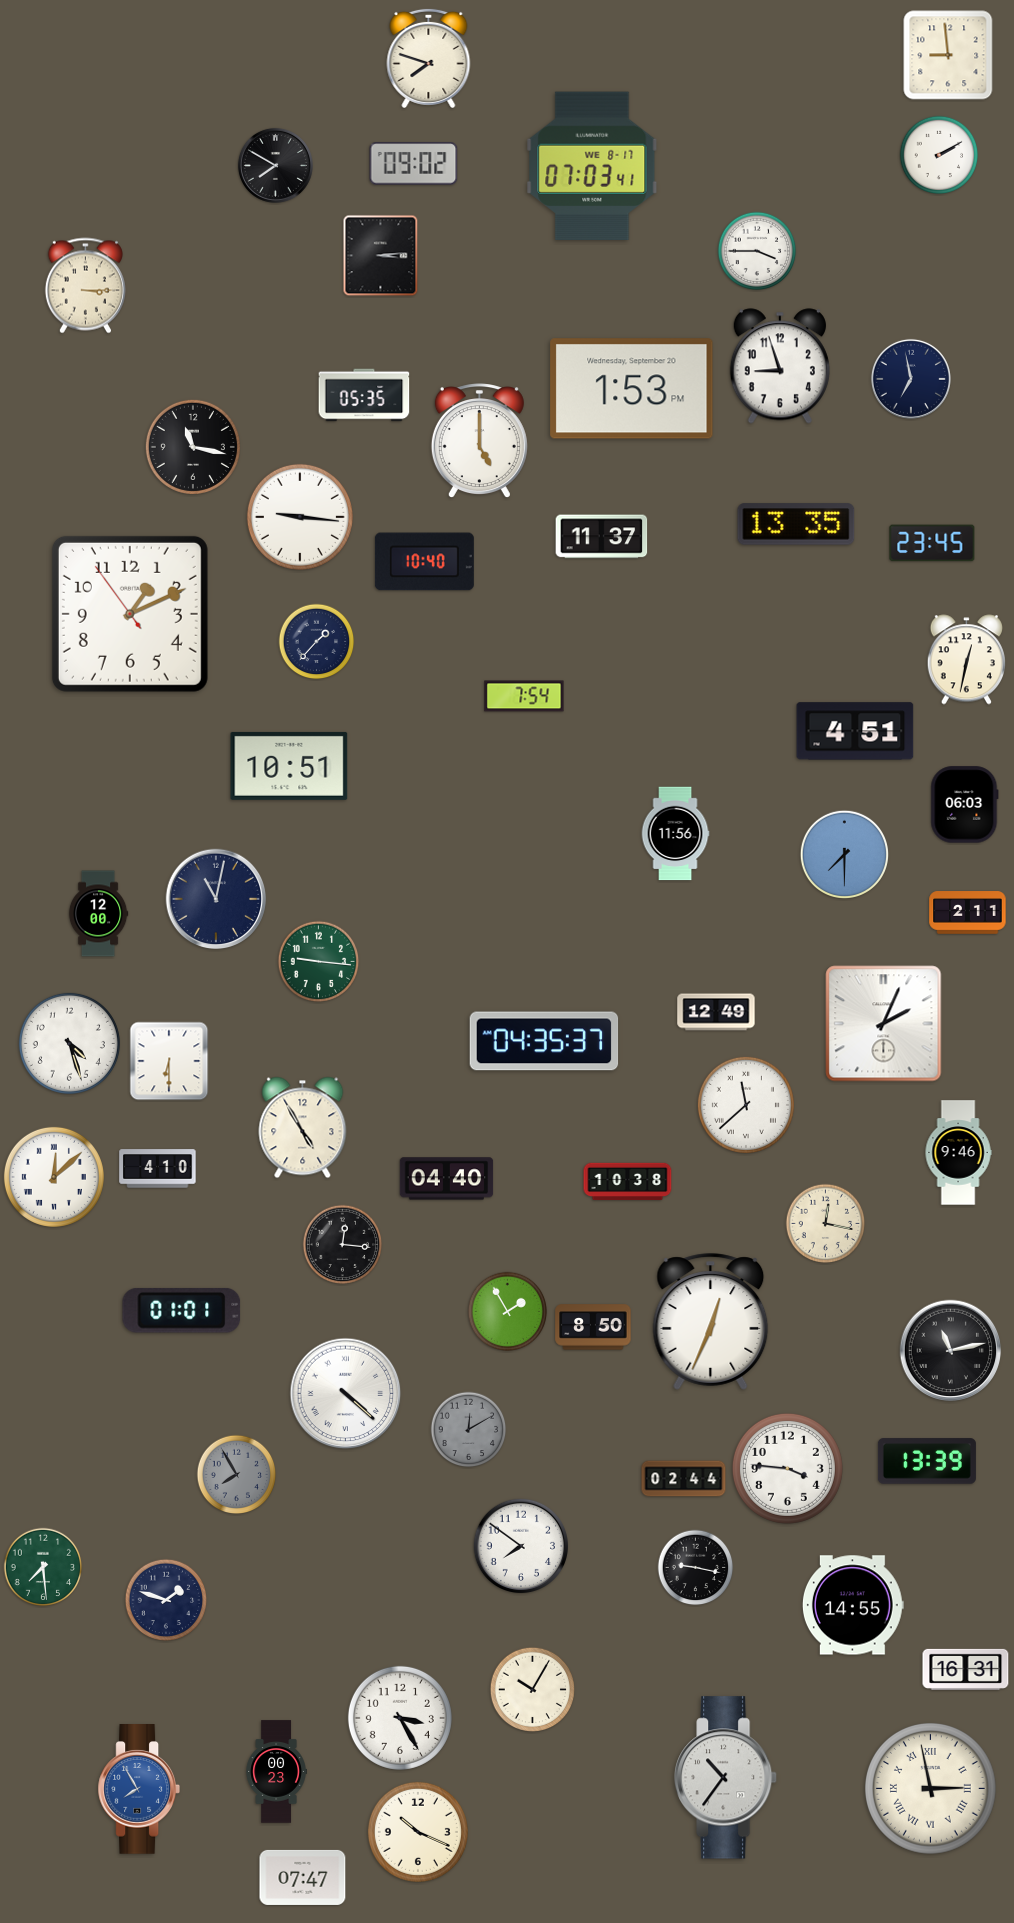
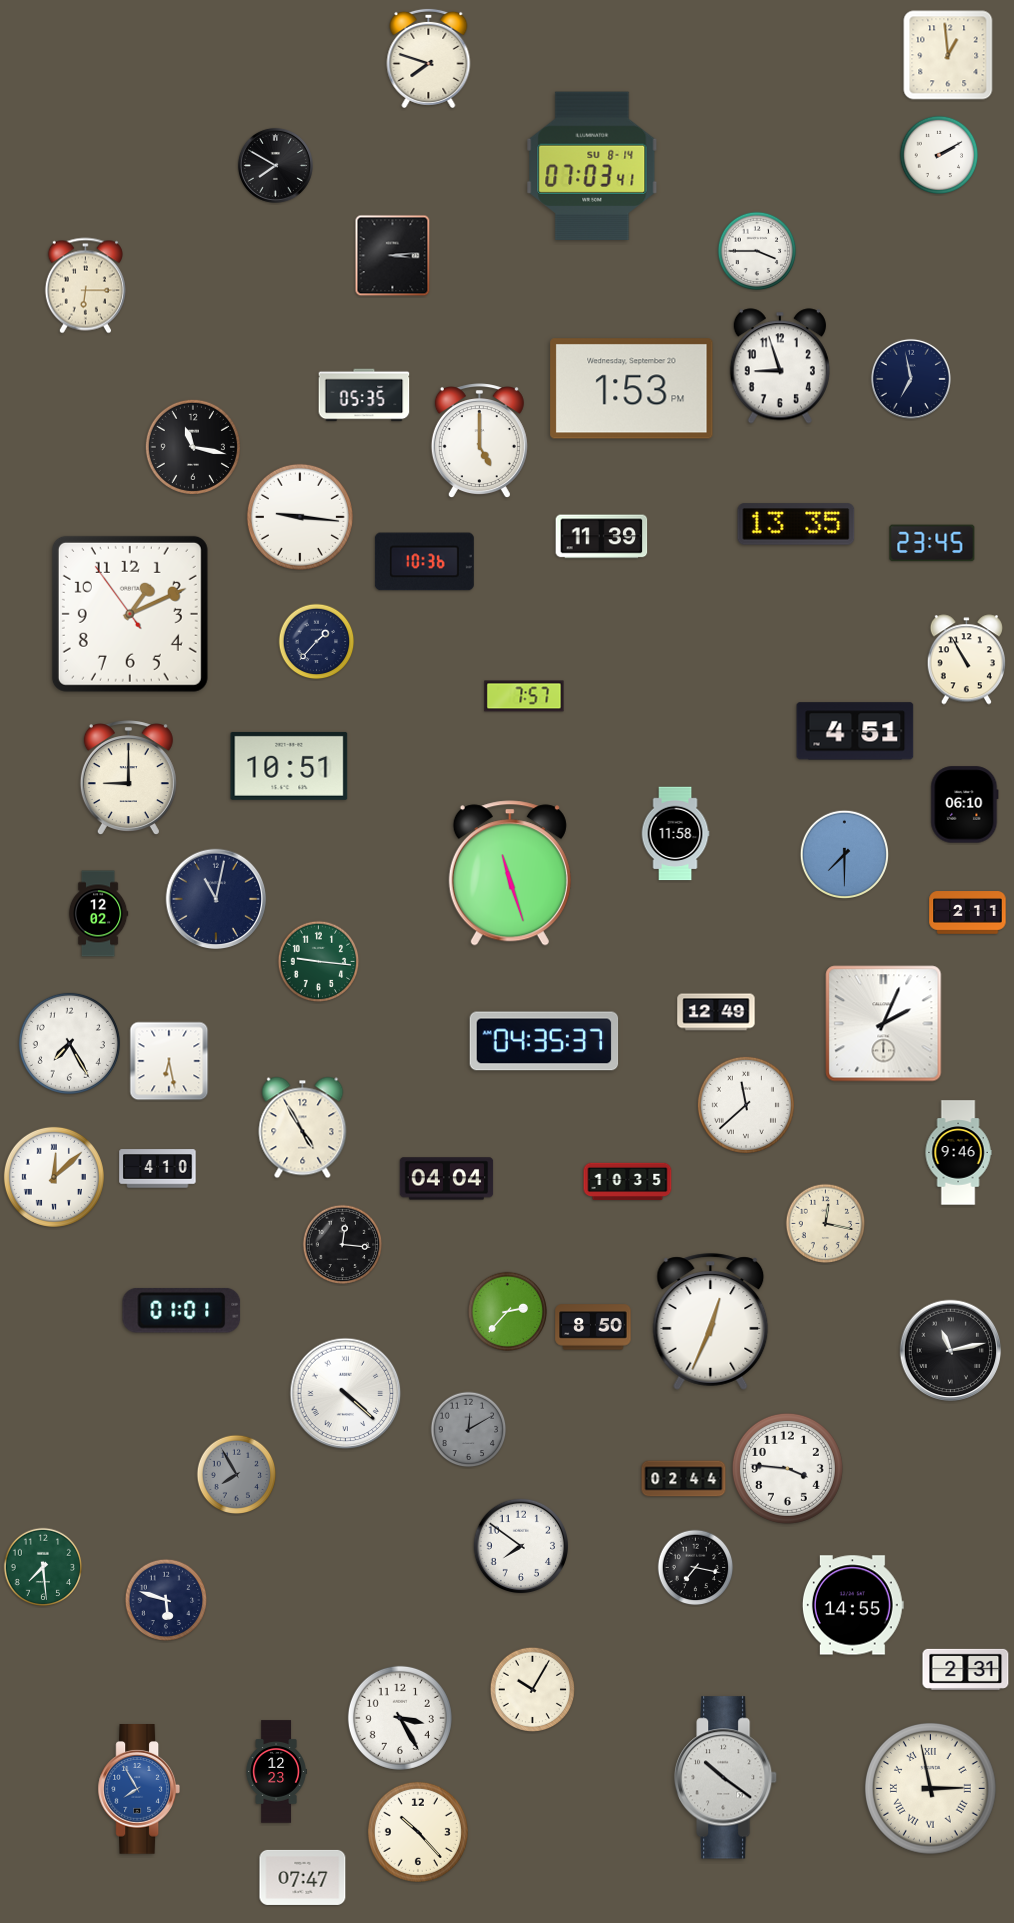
clock at (948, 55): 8:59 -> 12:59
clock at (414, 164): 09:02 -> none
clock at (592, 165) date: WE 8-17 -> SU 8-14
clock at (381, 256) position: (381, 256) -> (393, 256)
clock at (85, 286): 3:15 -> 6:15
clock at (602, 537): 11:37 -> 11:39
clock at (424, 562): 10:40 -> 10:36
clock at (966, 660): 12:32 -> 10:55
clock at (524, 696): 7:54 -> 7:57
clock at (128, 778): none -> 9:00
clock at (965, 805): 06:03 -> 06:10
clock at (675, 834): 11:56 -> 11:58
clock at (510, 873): none -> 11:27
clock at (98, 914): 12:00 -> 12:02
clock at (69, 1043): 4:27 -> 7:25
clock at (169, 1061): 6:30 -> 6:28
clock at (447, 1179): 04:40 -> 04:04
clock at (628, 1182): 10:38 -> 10:35
clock at (508, 1312): 1:55 -> 2:37
clock at (927, 1461): 13:39 -> none
clock at (696, 1568): 9:17 -> 7:17
clock at (166, 1600): 1:48 -> 5:48
clock at (966, 1669): 16:31 -> 2:31
clock at (276, 1772): 00:23 -> 12:23
clock at (727, 1778): 10:36 -> 10:21
clock at (418, 1832): 10:19 -> 10:23
